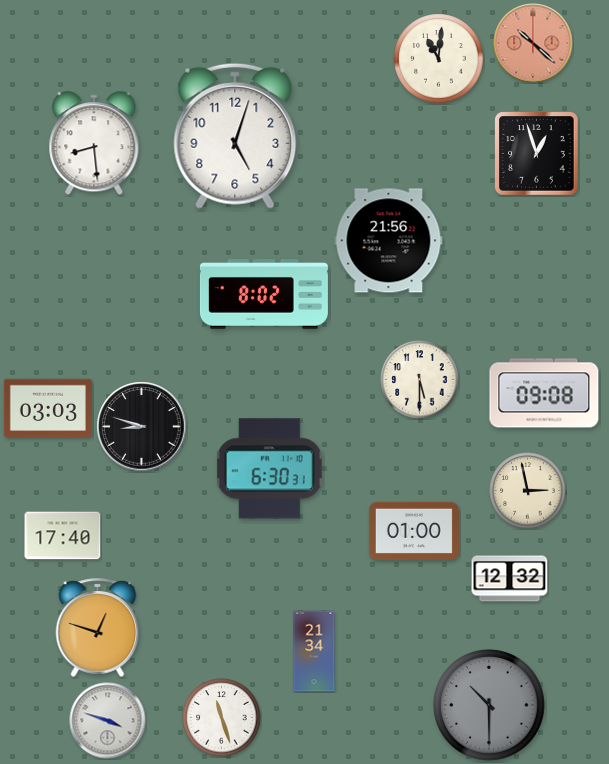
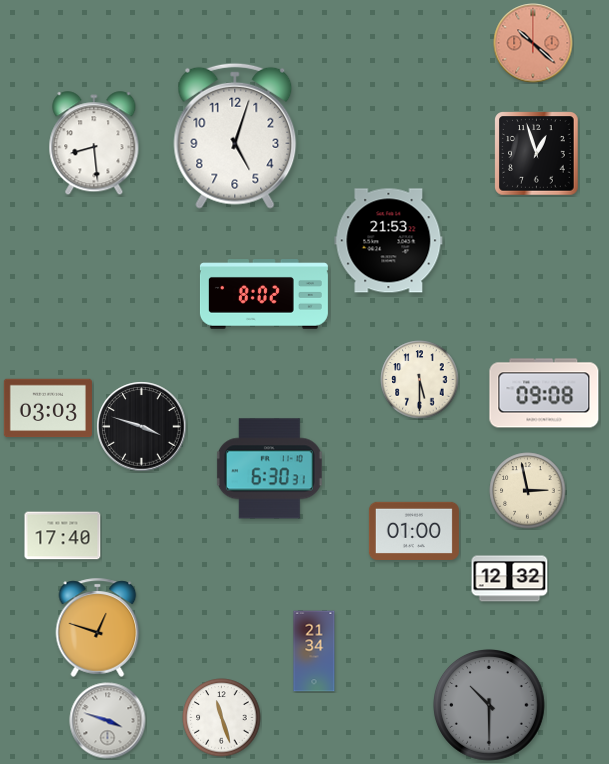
clock at (439, 59): 11:01 -> none
clock at (389, 241): 21:56 -> 21:53
clock at (142, 427): 8:48 -> 3:48
